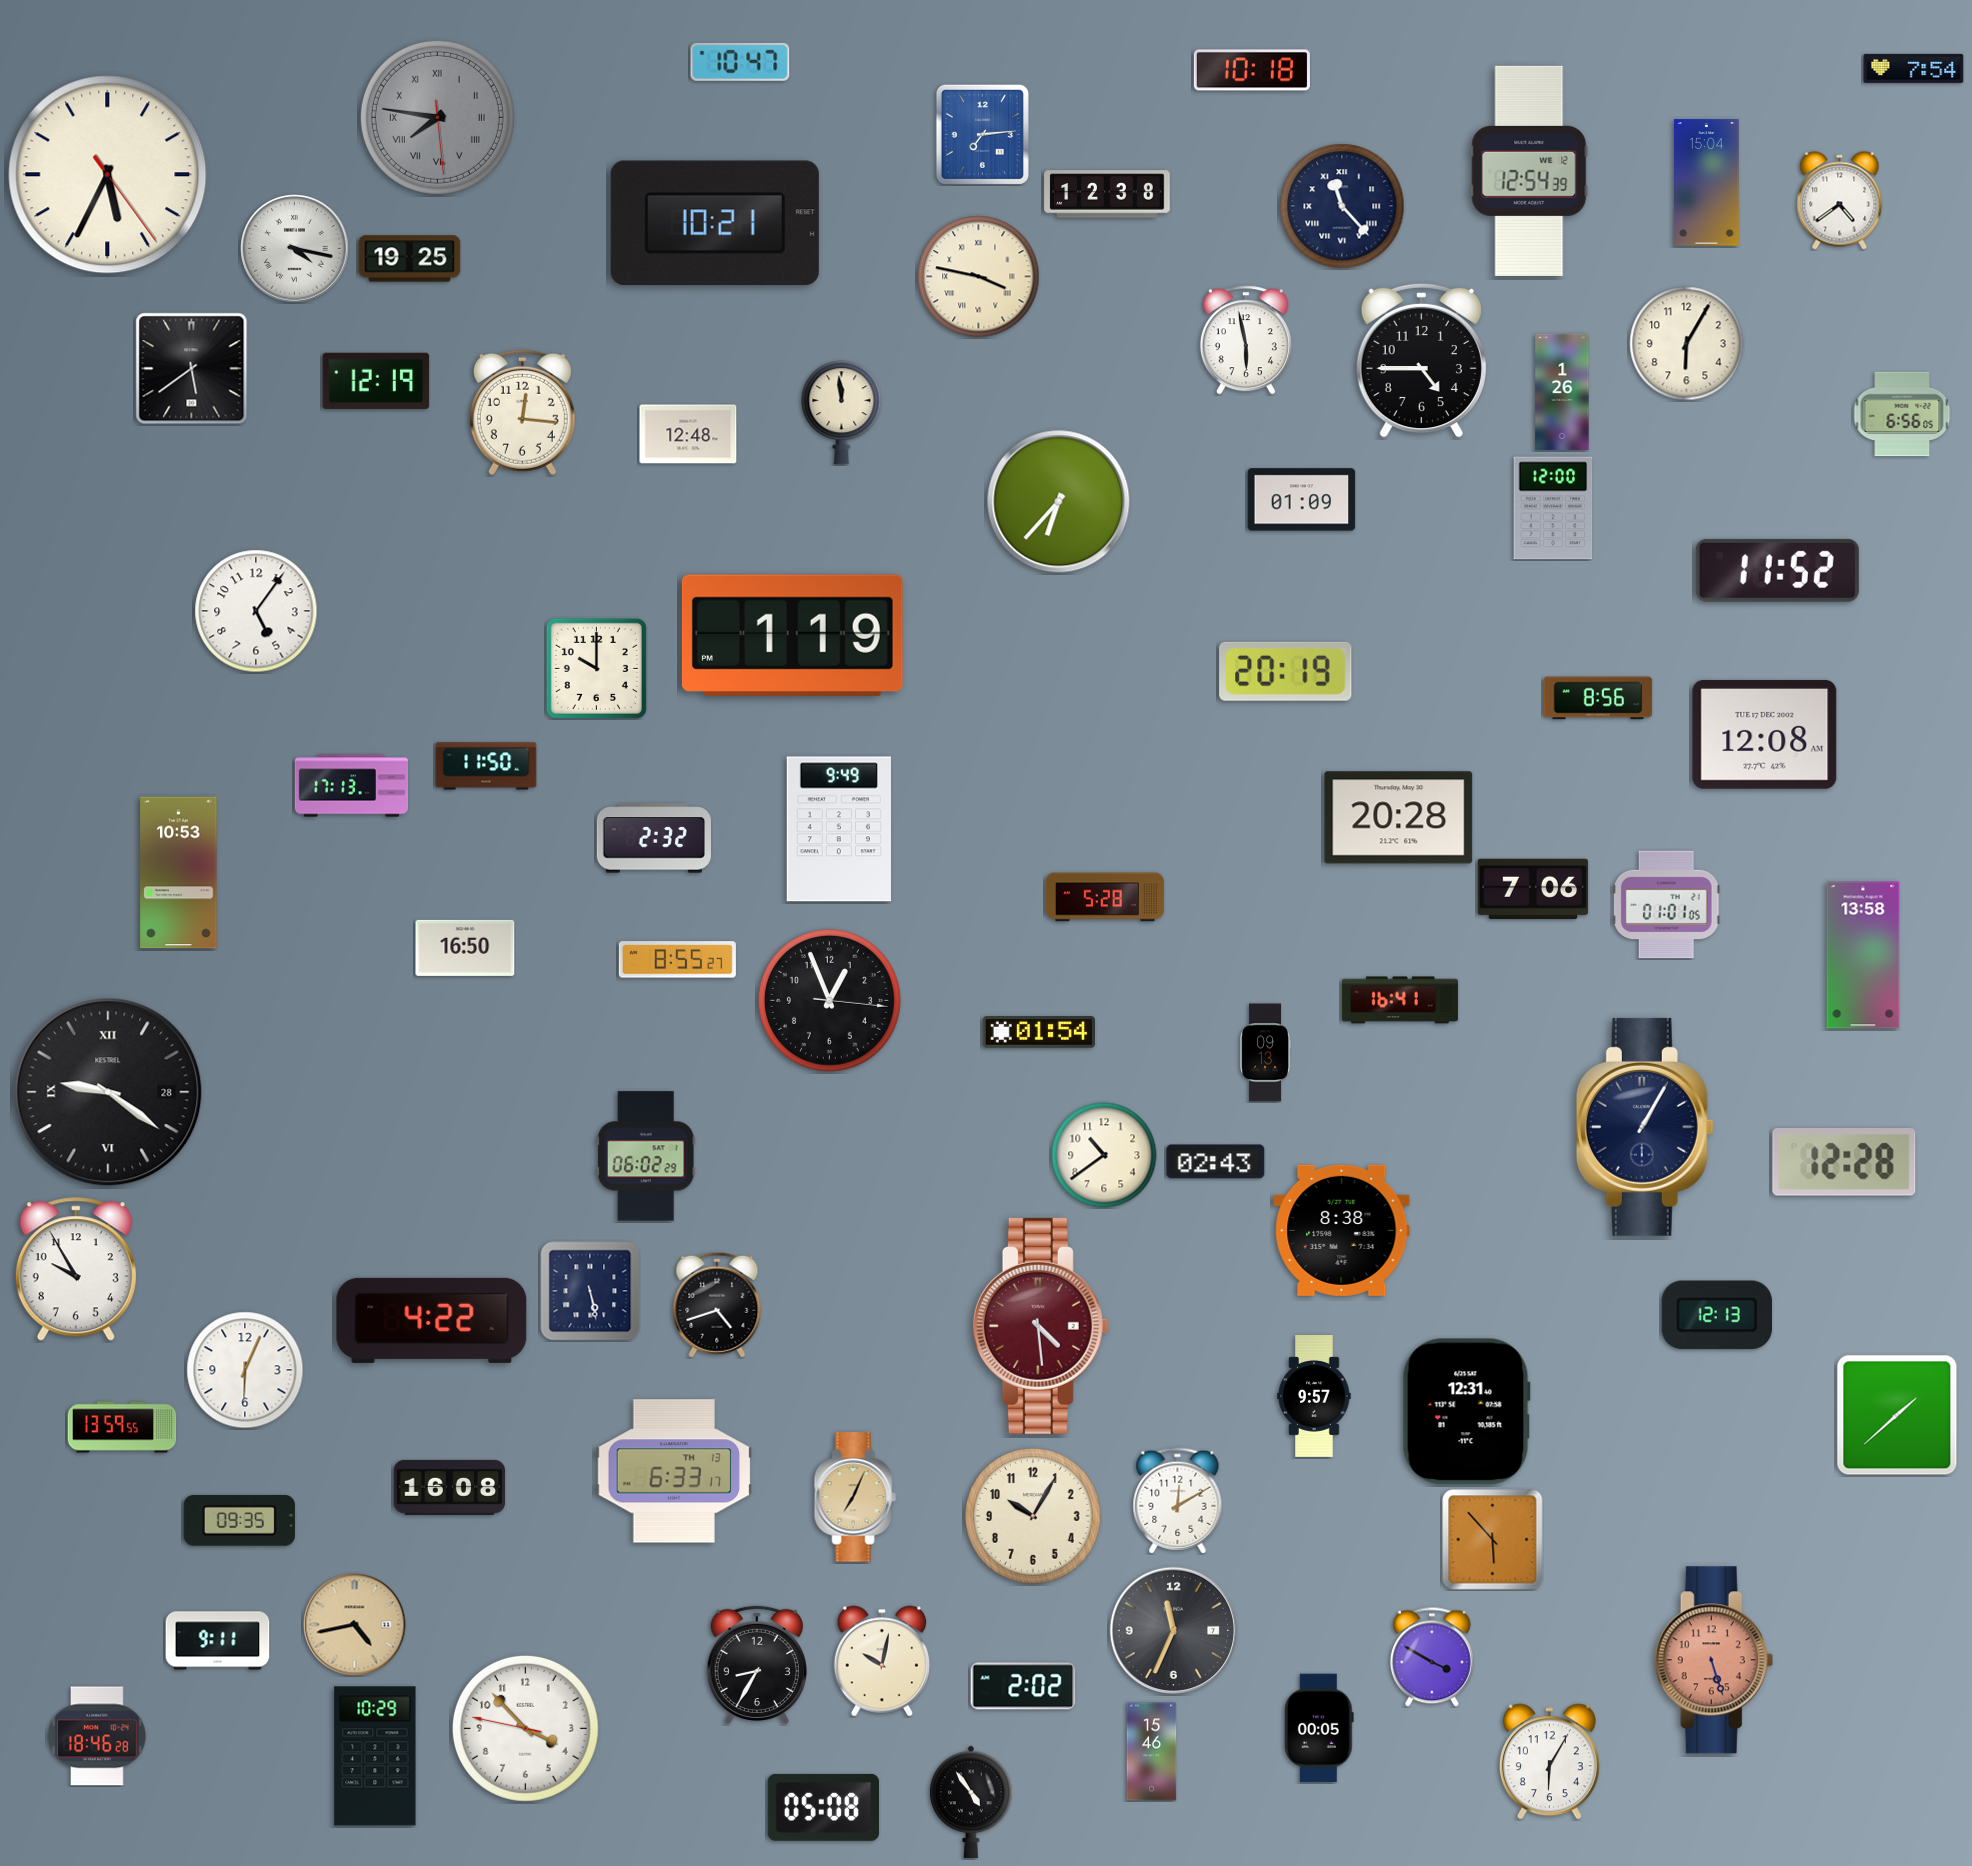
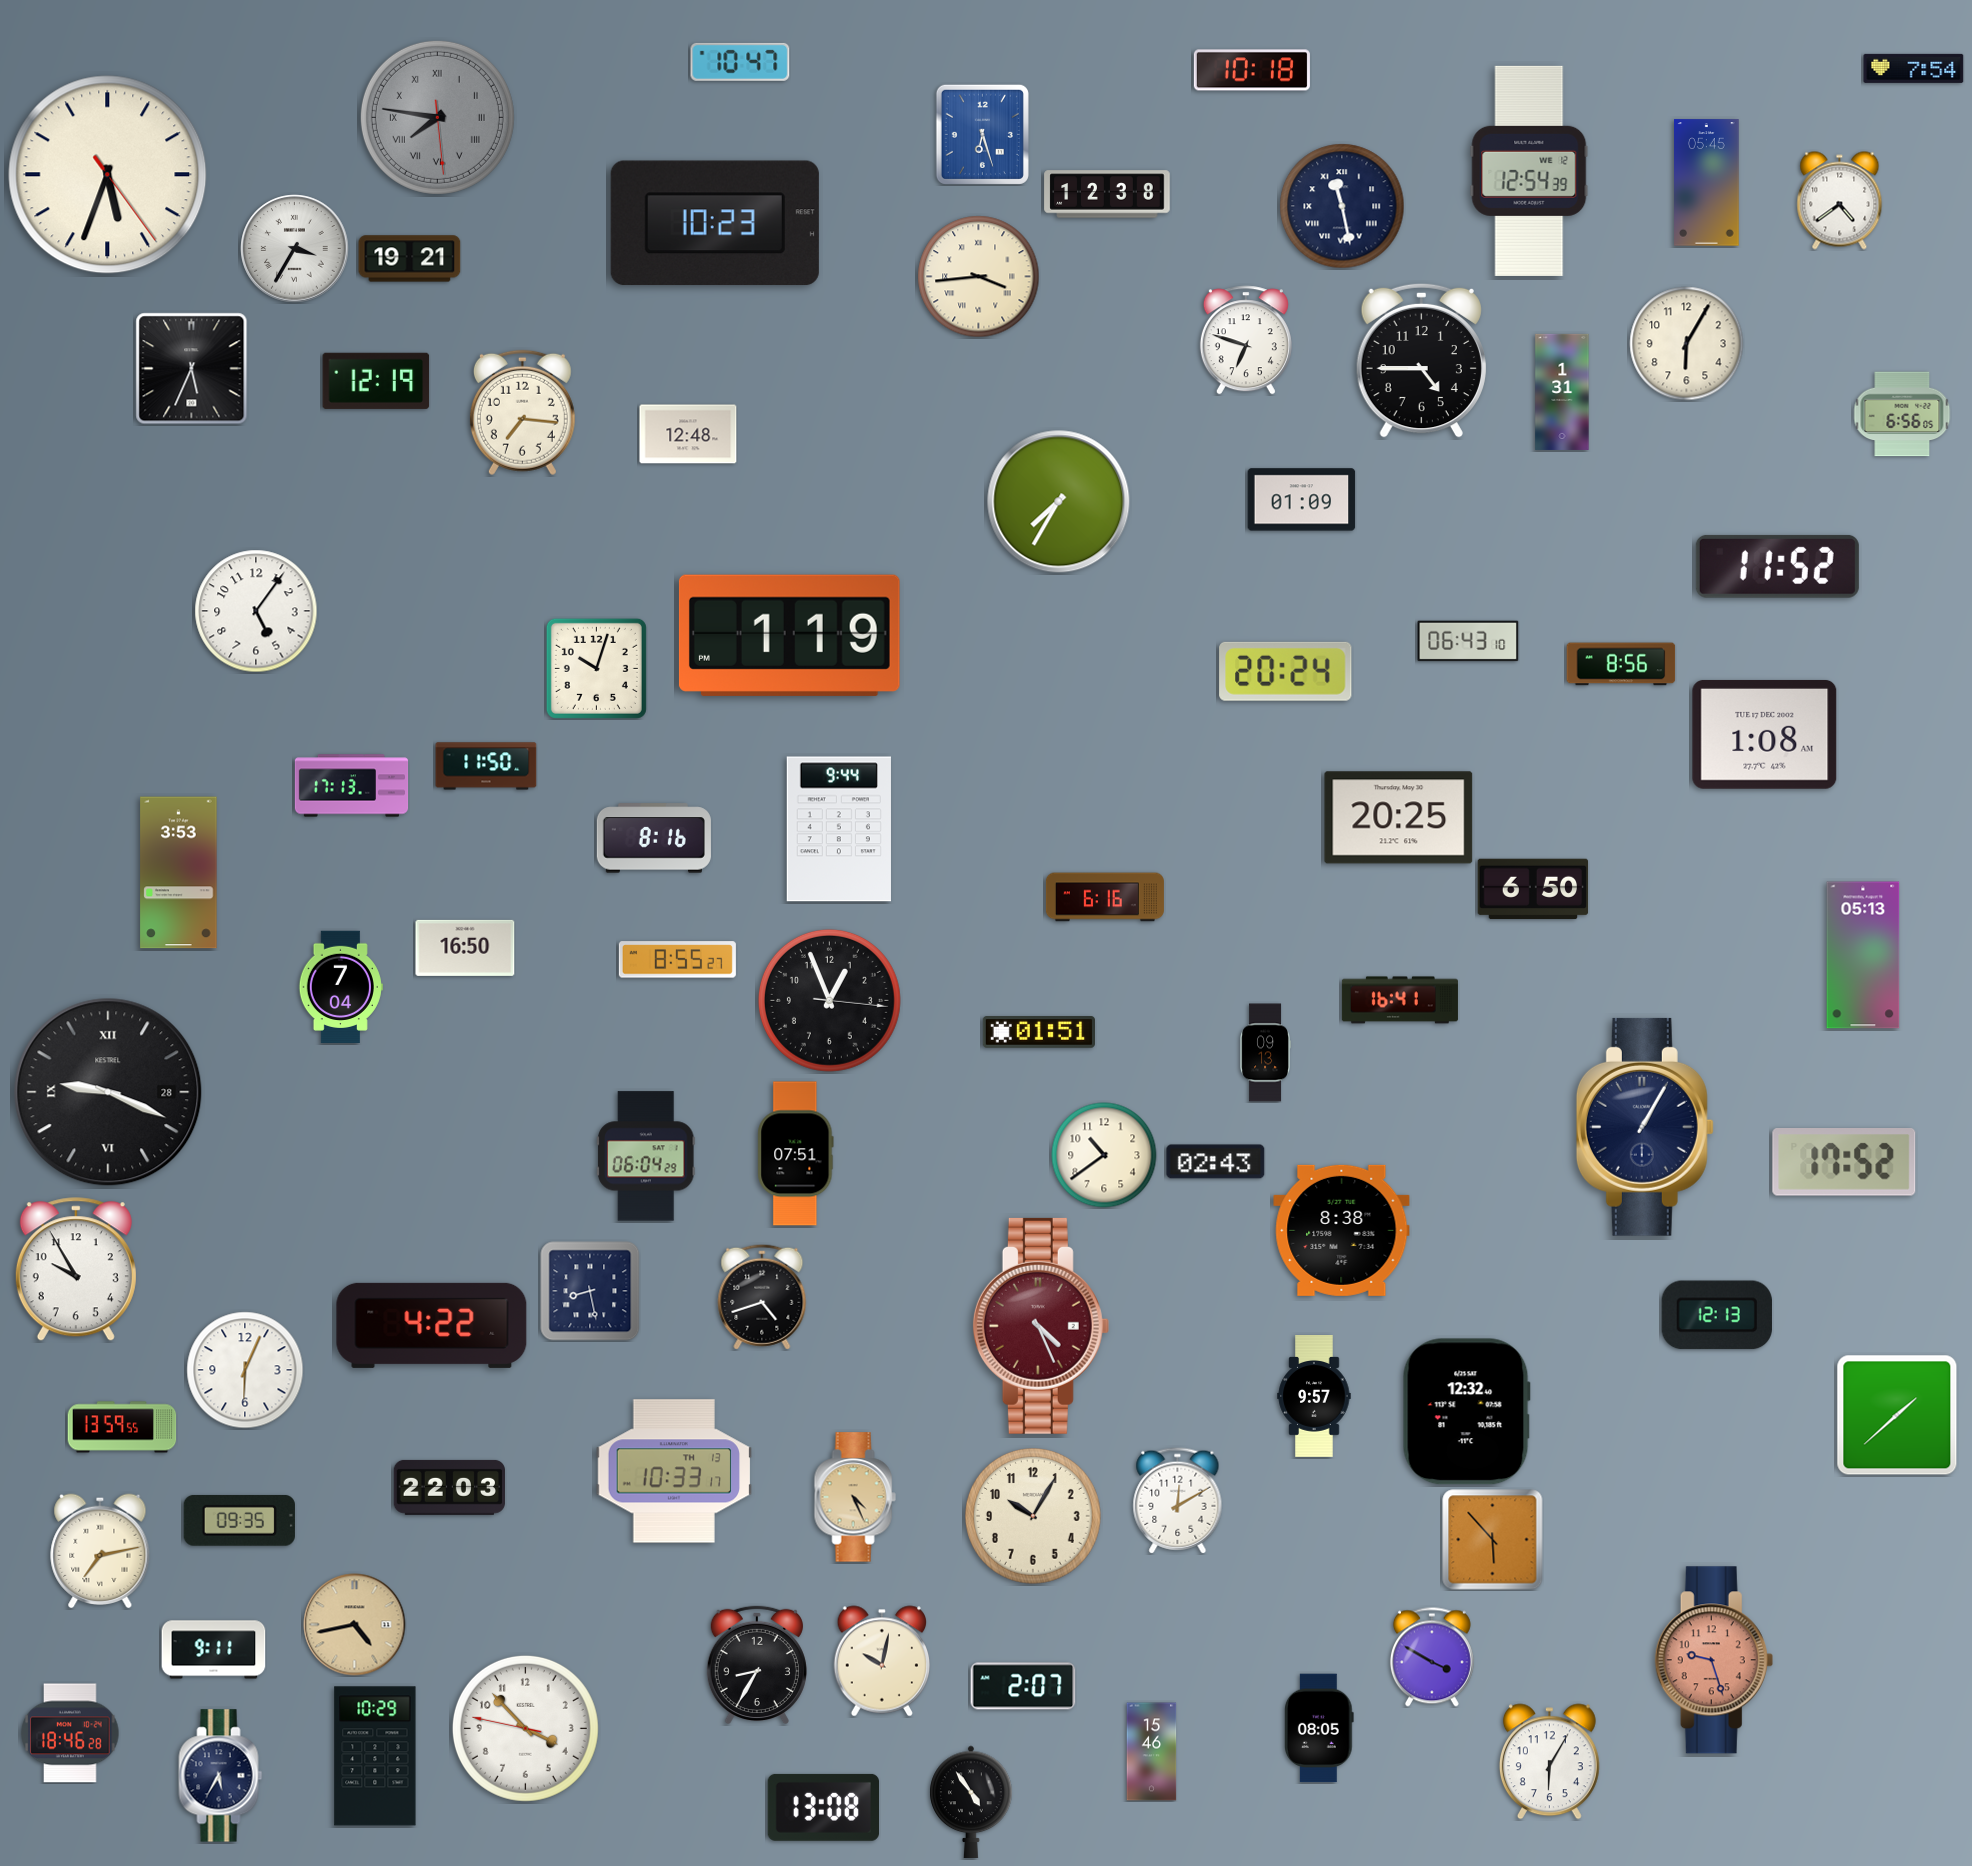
clock at (982, 134): 7:14 -> 6:27
clock at (108, 175): 5:34 -> 5:33
clock at (1707, 183): 15:04 -> 05:45
clock at (1342, 206): 11:23 -> 11:28
clock at (715, 223): 10:21 -> 10:23
clock at (295, 249): 4:17 -> 3:35
clock at (410, 259): 19:25 -> 19:21
clock at (979, 277): 3:47 -> 3:44
clock at (1246, 340): 5:58 -> 6:48
clock at (192, 369): 5:39 -> 5:34
clock at (1562, 392): 1:26 -> 1:31
clock at (522, 413): 12:16 -> 7:16
clock at (842, 413): 11:59 -> none
clock at (1059, 502): 6:37 -> 7:35
clock at (1553, 508): 12:00 -> none
clock at (1777, 570) position: (1777, 570) -> (1777, 566)
clock at (792, 635) position: (792, 635) -> (789, 635)
clock at (1468, 641): none -> 06:43
clock at (596, 668): 10:00 -> 10:03
clock at (1286, 671): 20:19 -> 20:24
clock at (1598, 698) position: (1598, 698) -> (1621, 664)
clock at (1765, 734): 12:08 -> 1:08
clock at (1399, 818): 20:28 -> 20:25
clock at (839, 829): 9:49 -> 9:44
clock at (654, 838): 2:32 -> 8:16
clock at (179, 873): 10:53 -> 3:53
clock at (1533, 889): 7:06 -> 6:50
clock at (1105, 897): 5:28 -> 6:16
clock at (1666, 905): 01:01 -> none
clock at (1863, 955): 13:58 -> 05:13
clock at (341, 986): none -> 7:04
clock at (1038, 1032): 01:54 -> 01:51
clock at (108, 1092): 9:21 -> 9:19
clock at (796, 1154): none -> 07:51
clock at (646, 1156): 06:02 -> 06:04
clock at (1844, 1162): 12:28 -> 17:52
clock at (590, 1291): 5:28 -> 8:28
clock at (717, 1305) position: (717, 1305) -> (762, 1297)
clock at (432, 1320) position: (432, 1320) -> (432, 1325)
clock at (1041, 1326): 4:29 -> 4:26
clock at (1466, 1412): 12:31 -> 12:32
clock at (674, 1471): 6:33 -> 10:33
clock at (449, 1487): 16:08 -> 22:03
clock at (855, 1497): 7:04 -> 4:26
clock at (100, 1551): none -> 7:13
clock at (1174, 1631): 11:34 -> none
clock at (218, 1641) position: (218, 1641) -> (214, 1650)
clock at (1714, 1660): 5:27 -> 9:27
clock at (1023, 1686): 2:02 -> 2:07
clock at (1319, 1728): 00:05 -> 08:05
clock at (97, 1736) position: (97, 1736) -> (70, 1733)
clock at (221, 1776): none -> 5:35
clock at (823, 1807): 05:08 -> 13:08
